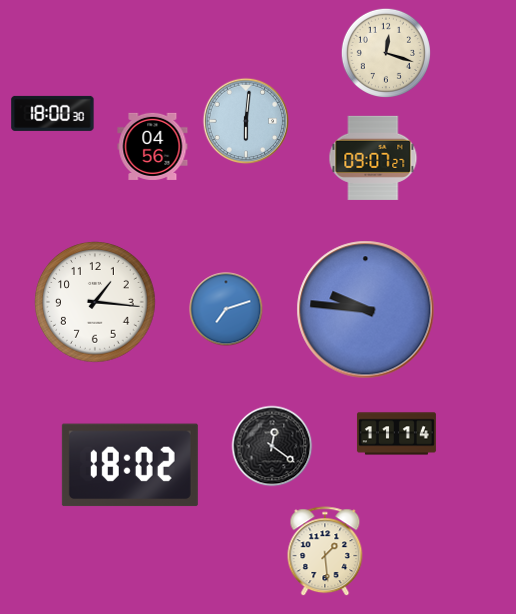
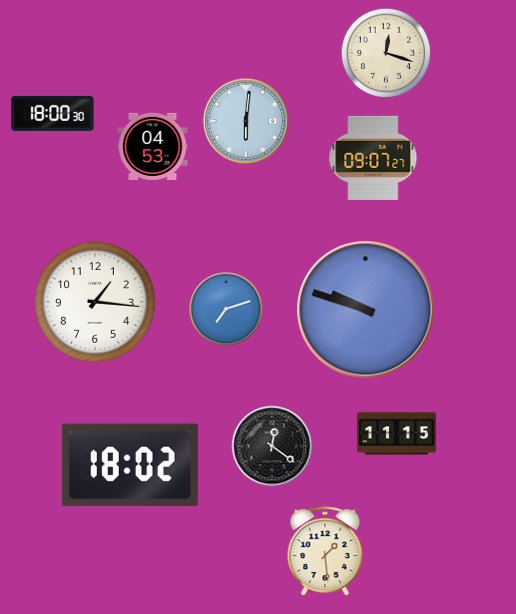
clock at (153, 146): 04:56 -> 04:53
clock at (366, 310): 9:46 -> 9:48
clock at (396, 434): 11:14 -> 11:15
